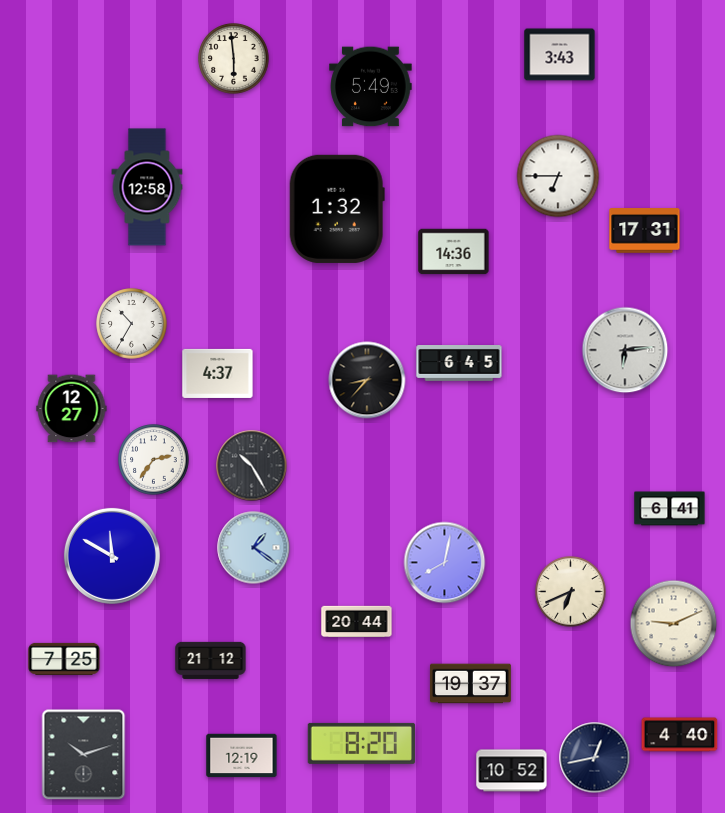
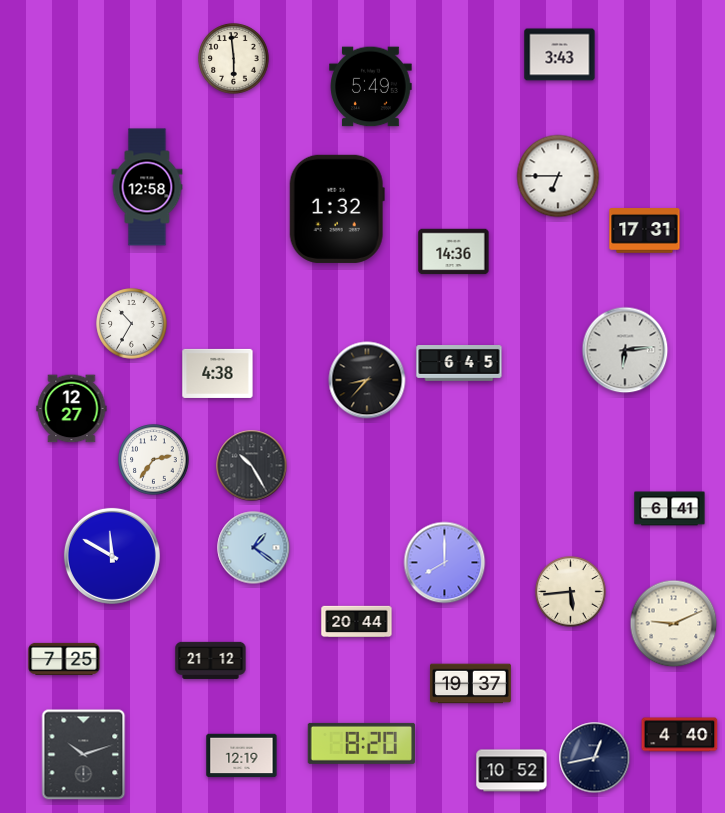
clock at (218, 373): 4:37 -> 4:38
clock at (445, 563): 8:02 -> 8:00
clock at (571, 592): 6:41 -> 5:44
